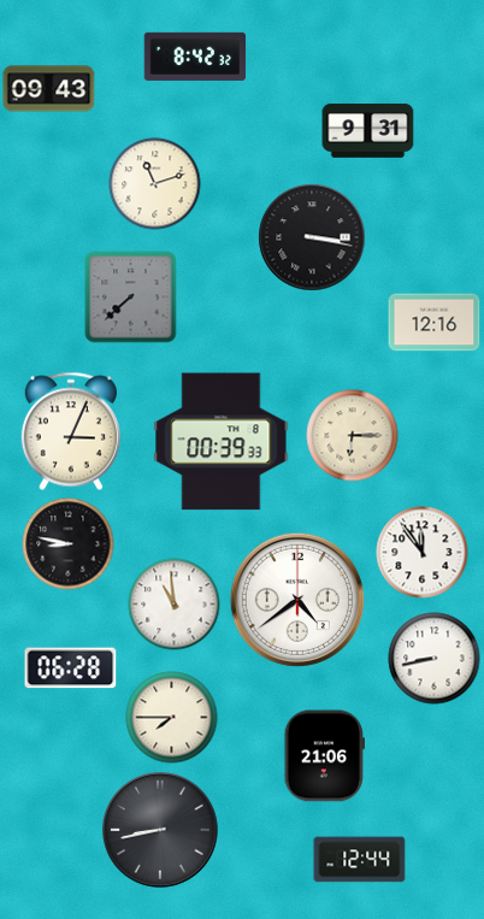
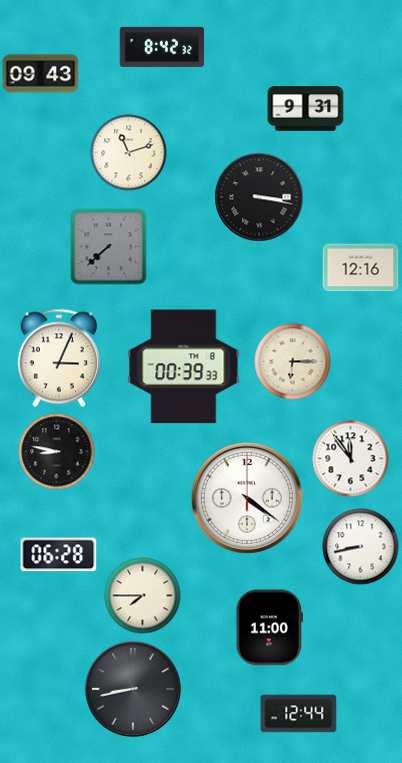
clock at (297, 600): 4:39 -> 4:21
clock at (175, 605): 10:59 -> none
clock at (324, 756): 21:06 -> 11:00
